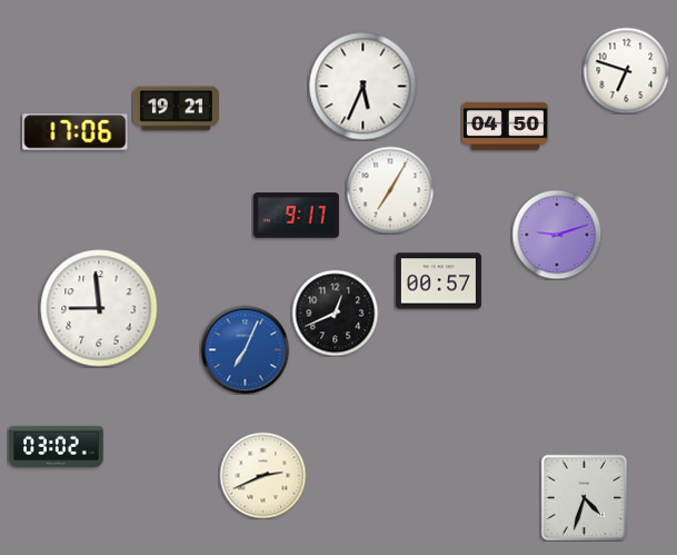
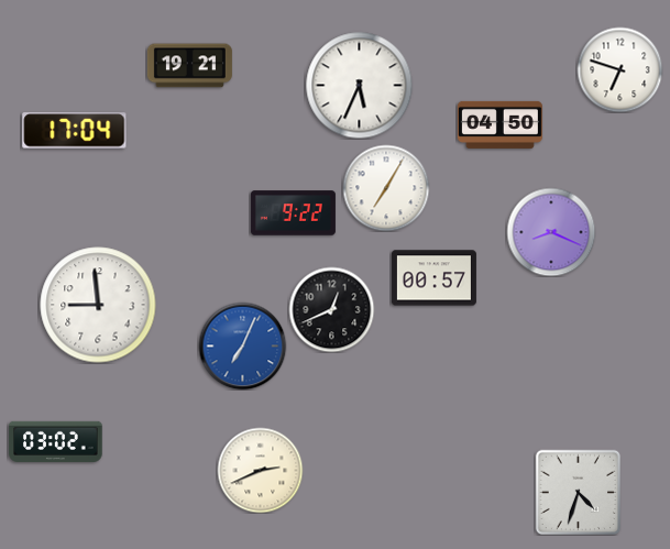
clock at (176, 109) position: (176, 109) -> (189, 66)
clock at (76, 132): 17:06 -> 17:04
clock at (296, 216): 9:17 -> 9:22
clock at (557, 235): 9:12 -> 8:19
